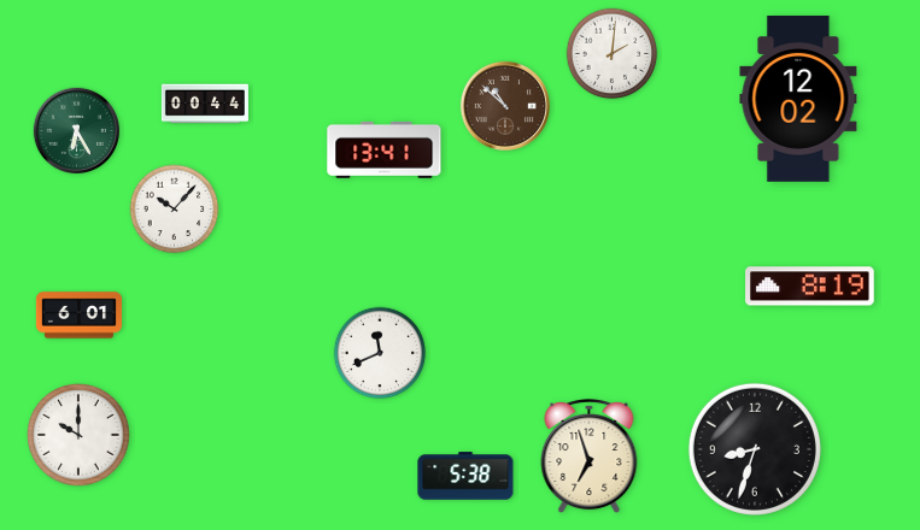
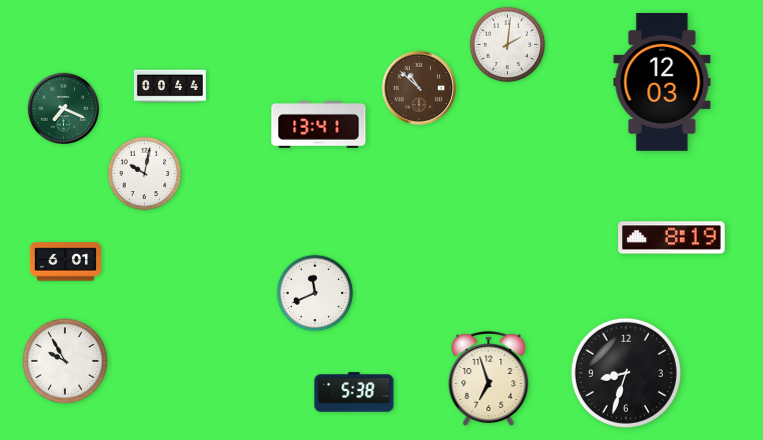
clock at (798, 99): 12:02 -> 12:03
clock at (76, 130): 6:25 -> 7:19
clock at (175, 210): 10:07 -> 10:02
clock at (78, 435): 10:00 -> 9:55
clock at (465, 476) position: (465, 476) -> (354, 392)
